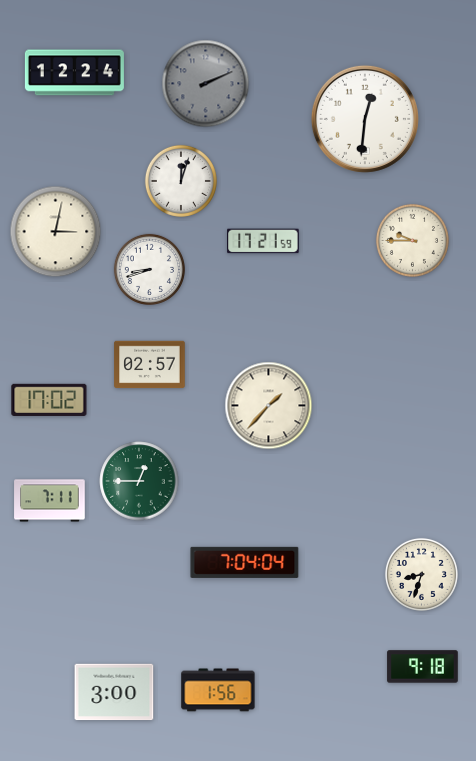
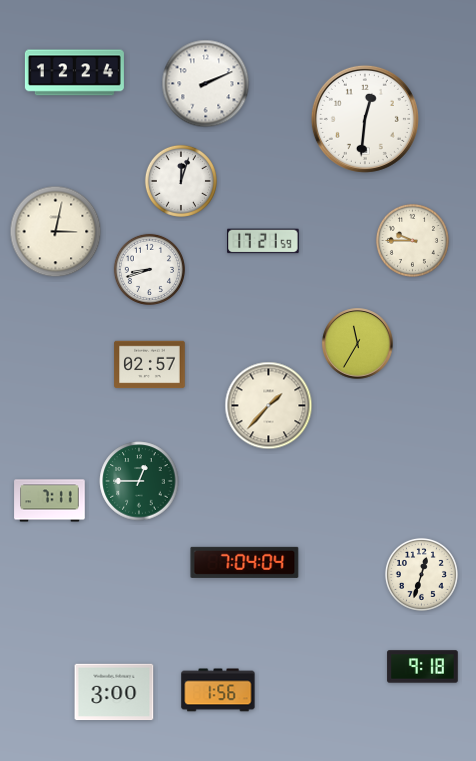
clock at (206, 84) dial: grey -> white
clock at (358, 344): none -> 11:35
clock at (49, 400): 17:02 -> none
clock at (421, 574): 8:33 -> 12:33
